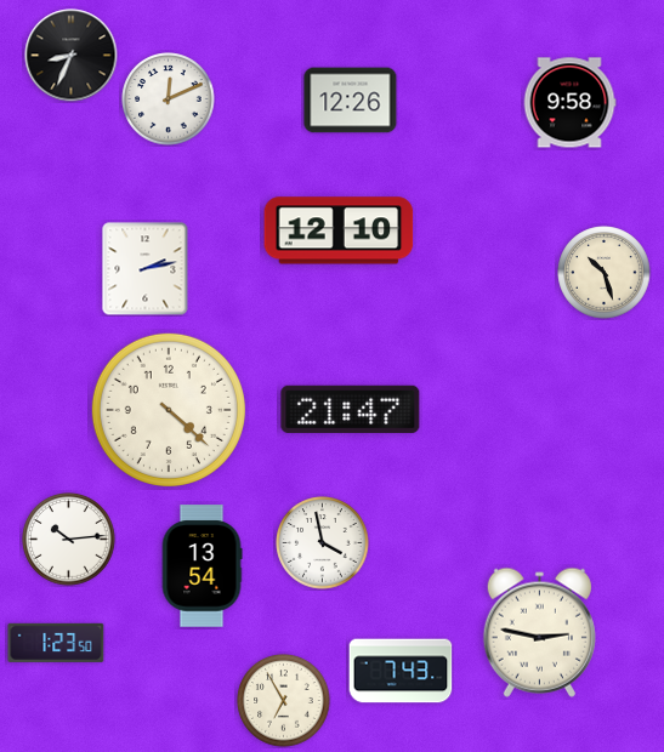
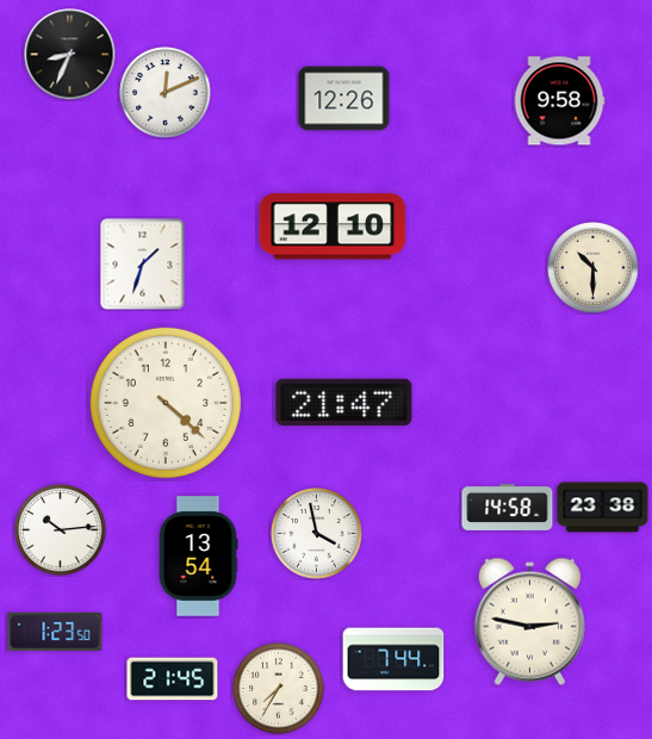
clock at (169, 99) position: (169, 99) -> (166, 93)
clock at (146, 269): 2:13 -> 1:33
clock at (605, 273): 10:27 -> 10:30
clock at (508, 507): none -> 14:58
clock at (603, 508): none -> 23:38
clock at (69, 540) position: (69, 540) -> (61, 530)
clock at (401, 671): 7:43 -> 7:44
clock at (173, 679): none -> 21:45
clock at (284, 701): 6:55 -> 7:35
